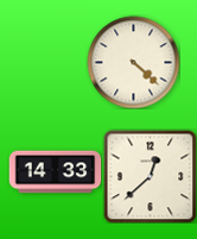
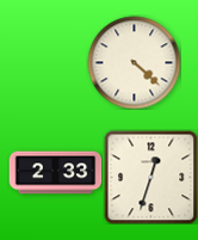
clock at (55, 172): 14:33 -> 2:33
clock at (150, 176): 12:38 -> 12:33
